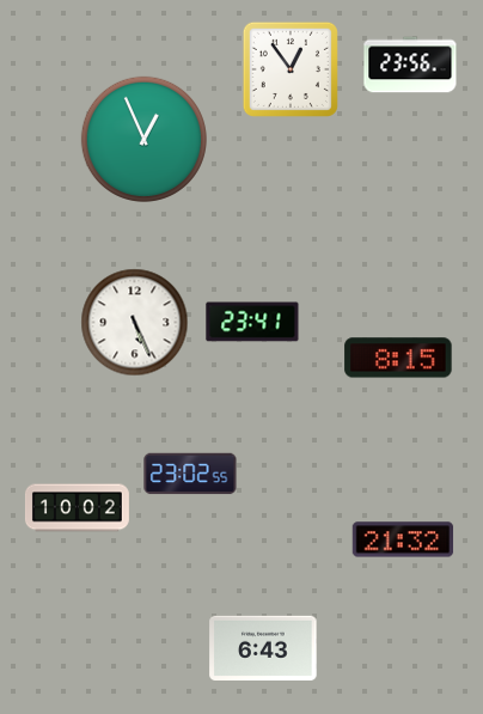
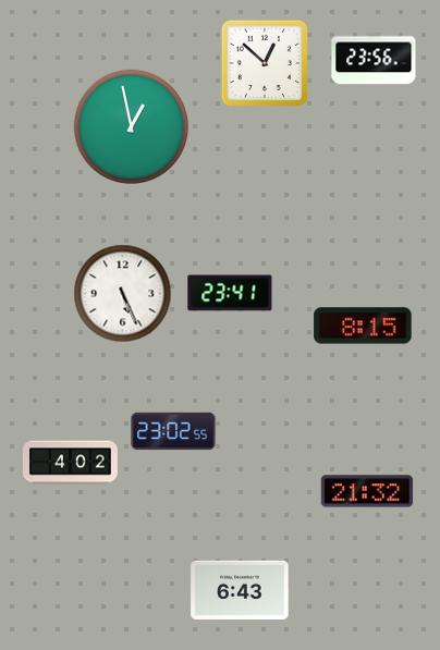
clock at (291, 69): 12:54 -> 12:52
clock at (143, 139): 12:56 -> 12:58
clock at (77, 508): 10:02 -> 4:02
